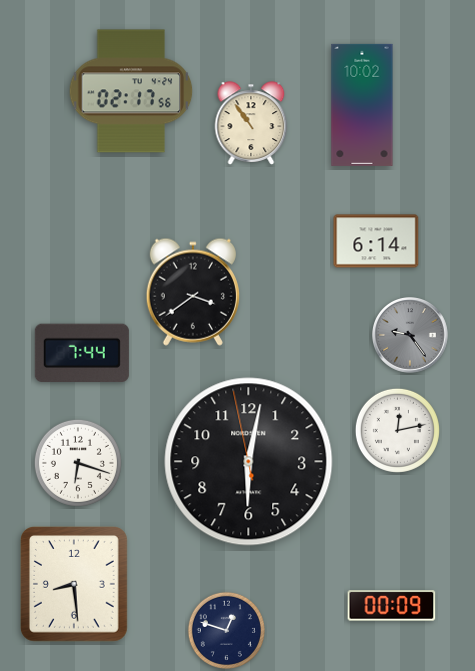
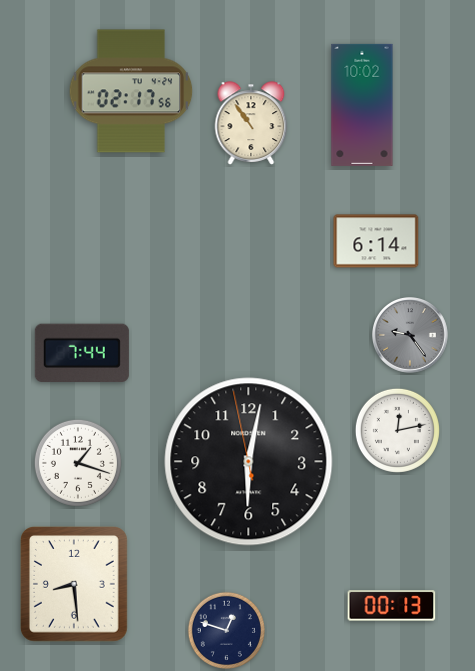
clock at (193, 292): 3:39 -> none
clock at (78, 463): 6:18 -> 1:18
clock at (392, 606): 00:09 -> 00:13
